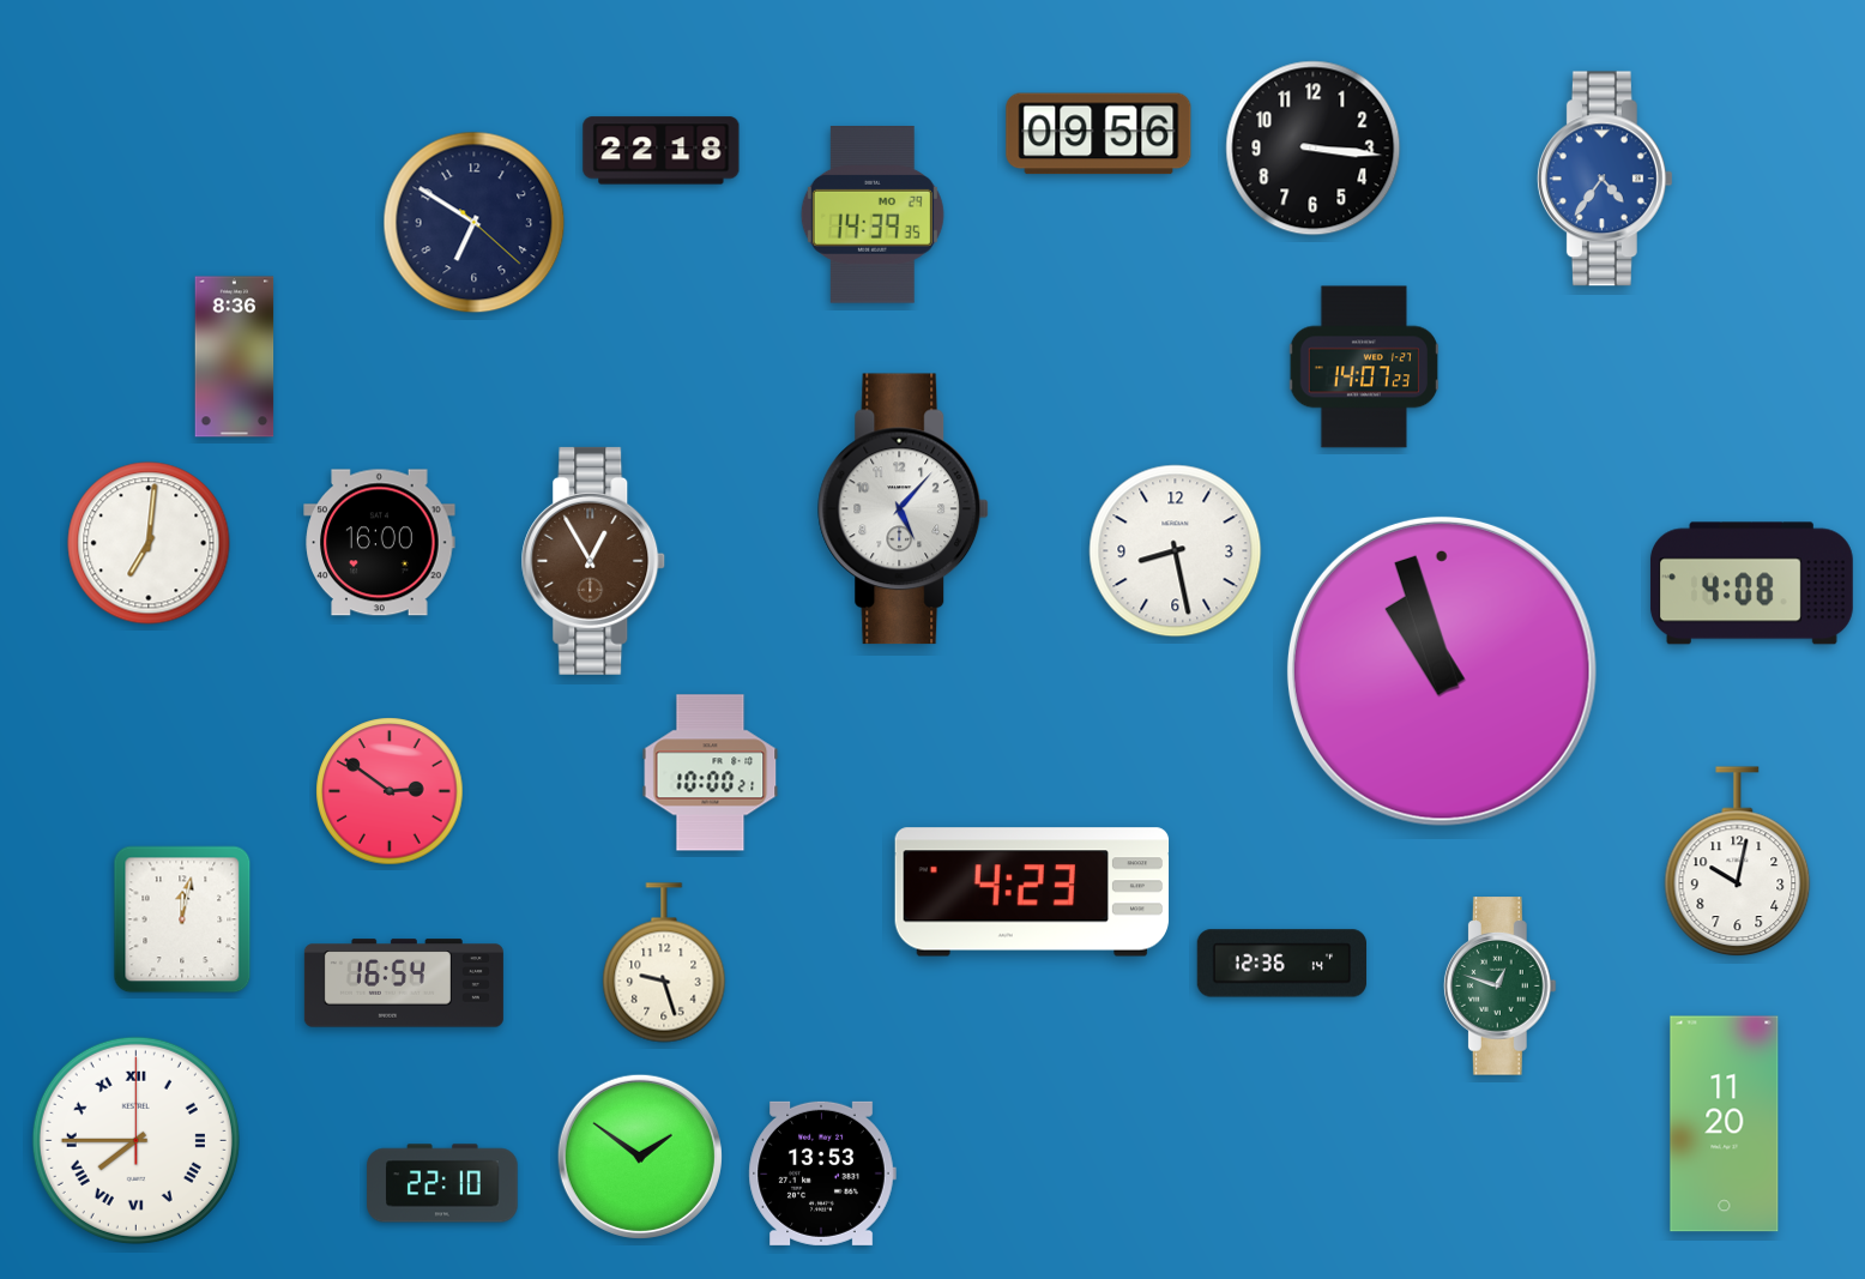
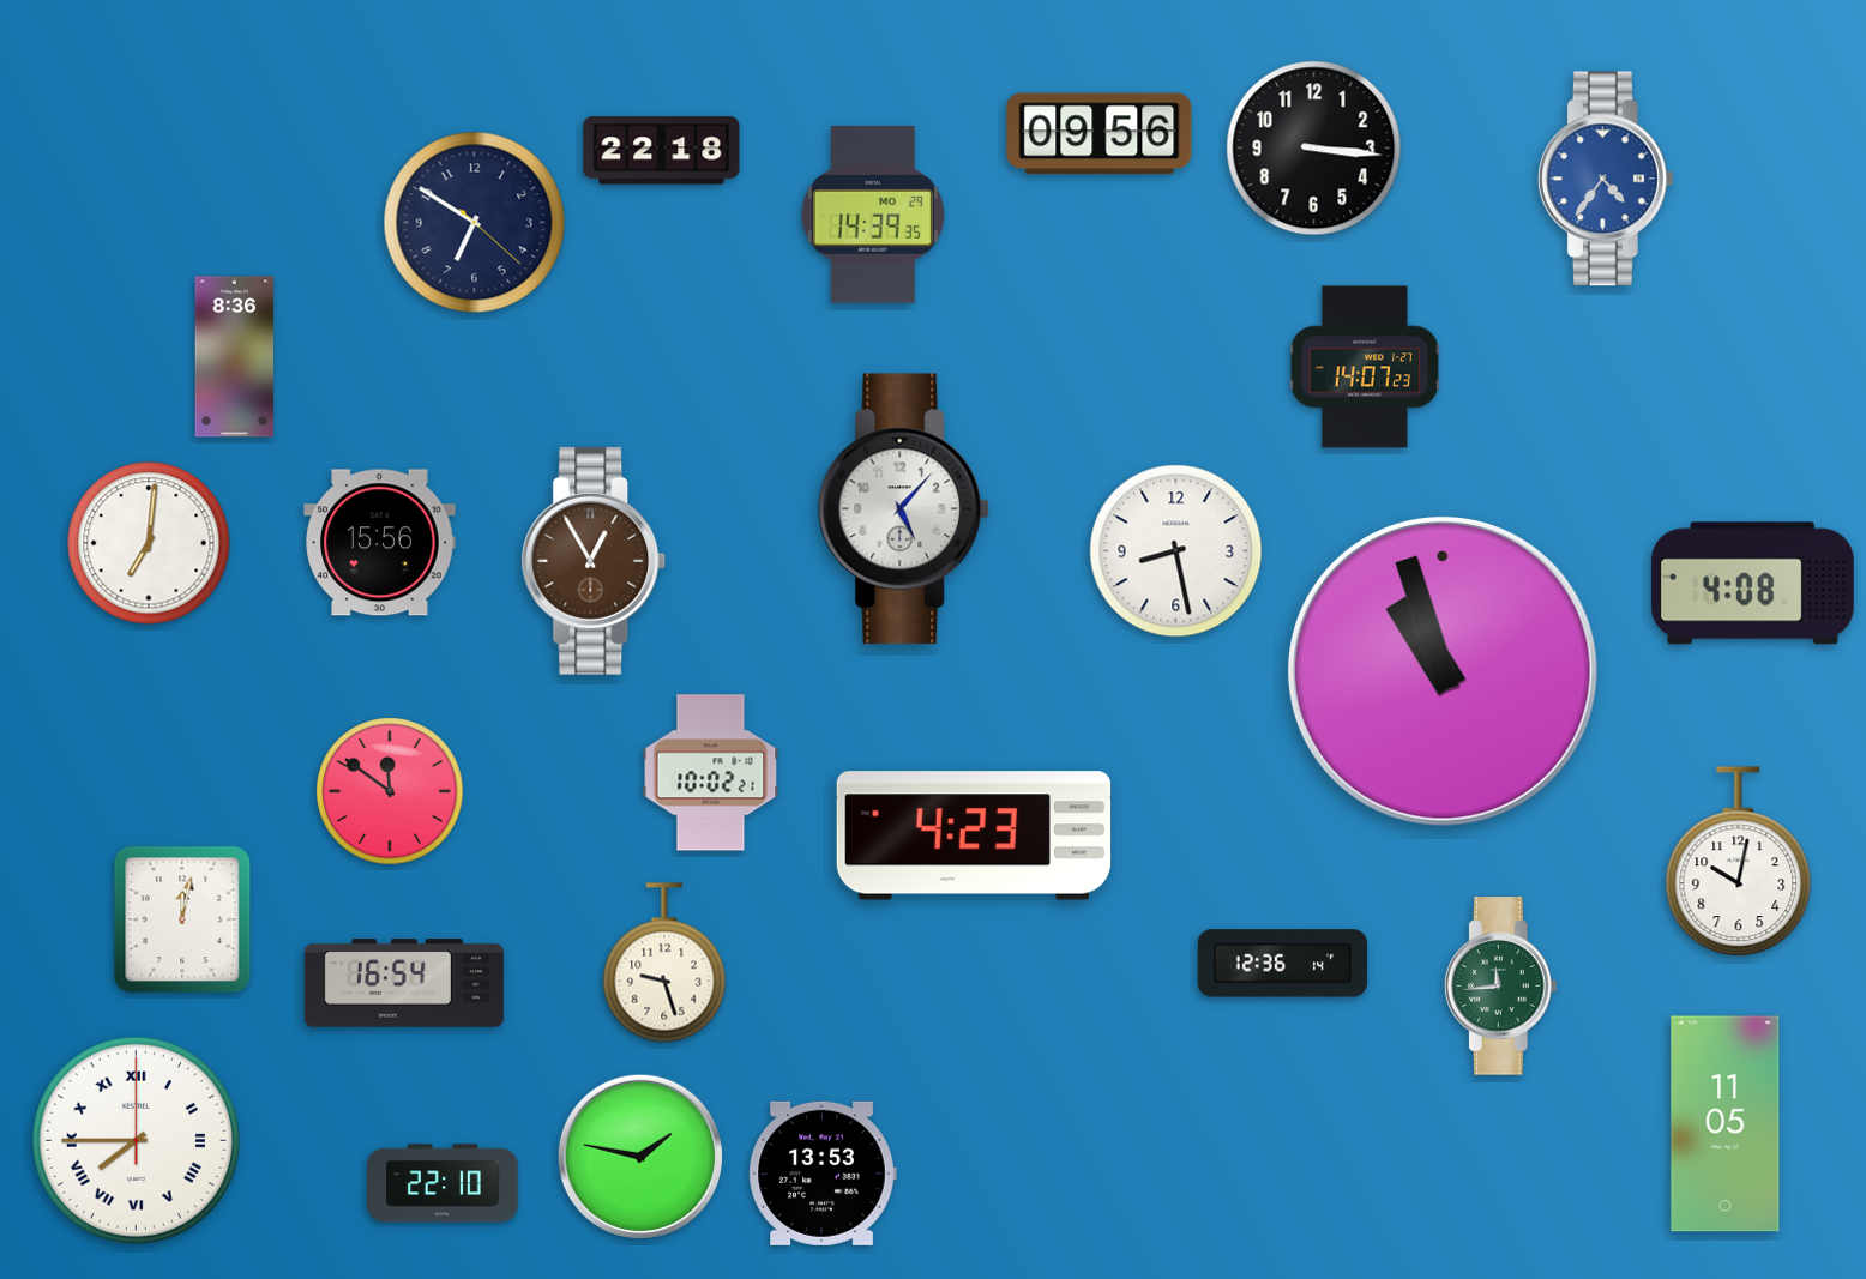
clock at (380, 543): 16:00 -> 15:56
clock at (711, 773): 10:00 -> 10:02
clock at (390, 791): 2:51 -> 11:51
clock at (1032, 892) position: (1032, 892) -> (974, 835)
clock at (1499, 987): 12:48 -> 11:44
clock at (1725, 1124): 11:20 -> 11:05
clock at (640, 1157): 1:51 -> 1:47
